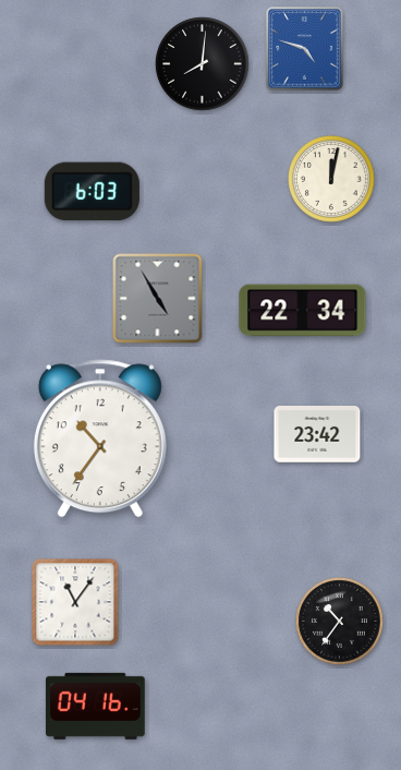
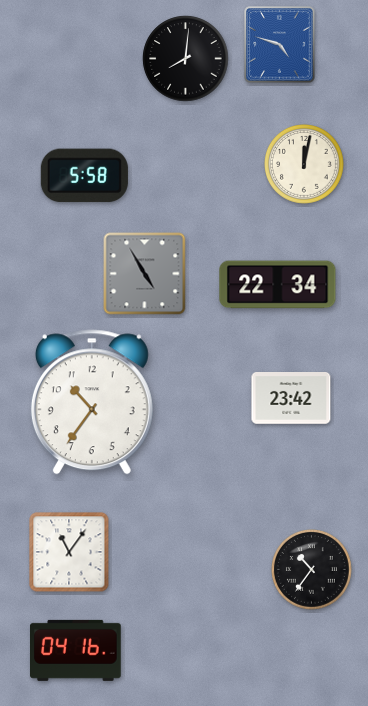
clock at (92, 192): 6:03 -> 5:58
clock at (96, 706) position: (96, 706) -> (76, 650)
